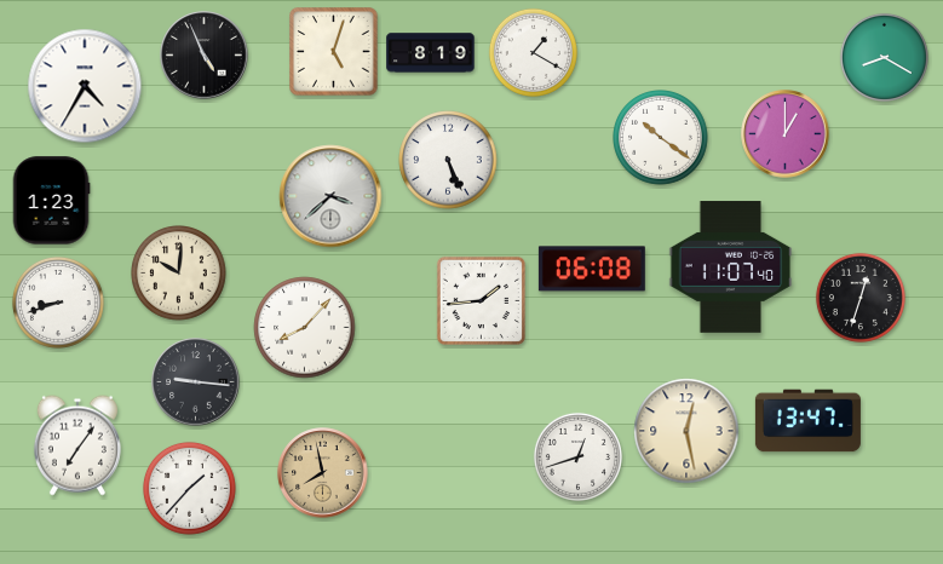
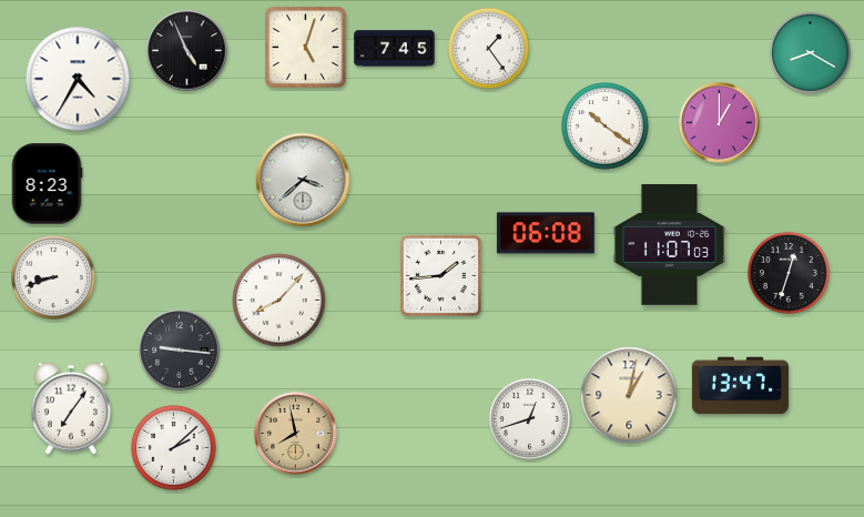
clock at (533, 52): 1:20 -> 1:24
clock at (431, 53): 8:19 -> 7:45
clock at (448, 160): 5:26 -> none
clock at (51, 201): 1:23 -> 8:23
clock at (731, 267): 11:07:40 -> 11:07:03
clock at (592, 269) position: (592, 269) -> (546, 233)
clock at (179, 274): 10:01 -> none
clock at (686, 431): 12:28 -> 1:02
clock at (190, 489): 1:37 -> 2:08
